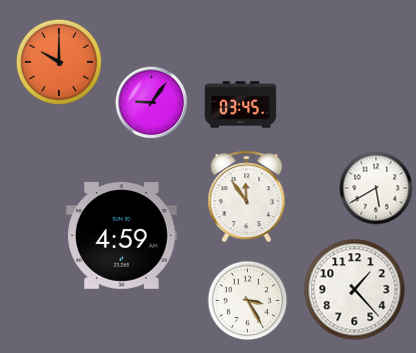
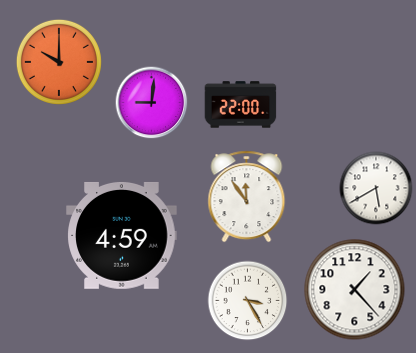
clock at (152, 103): 9:06 -> 9:01
clock at (241, 105): 03:45 -> 22:00
